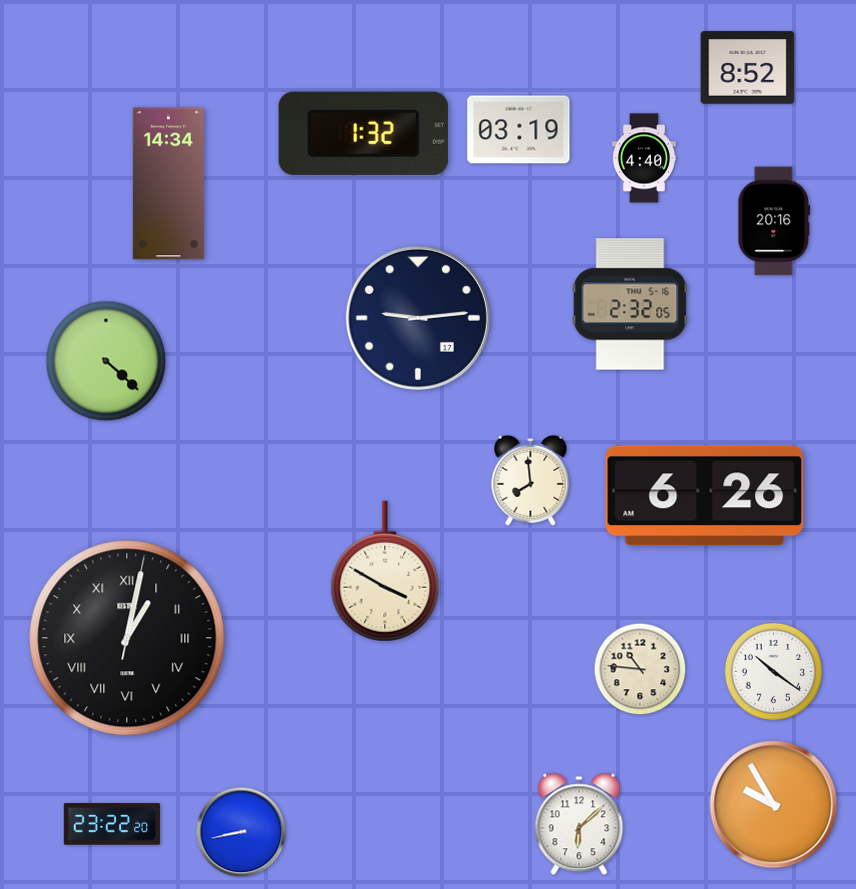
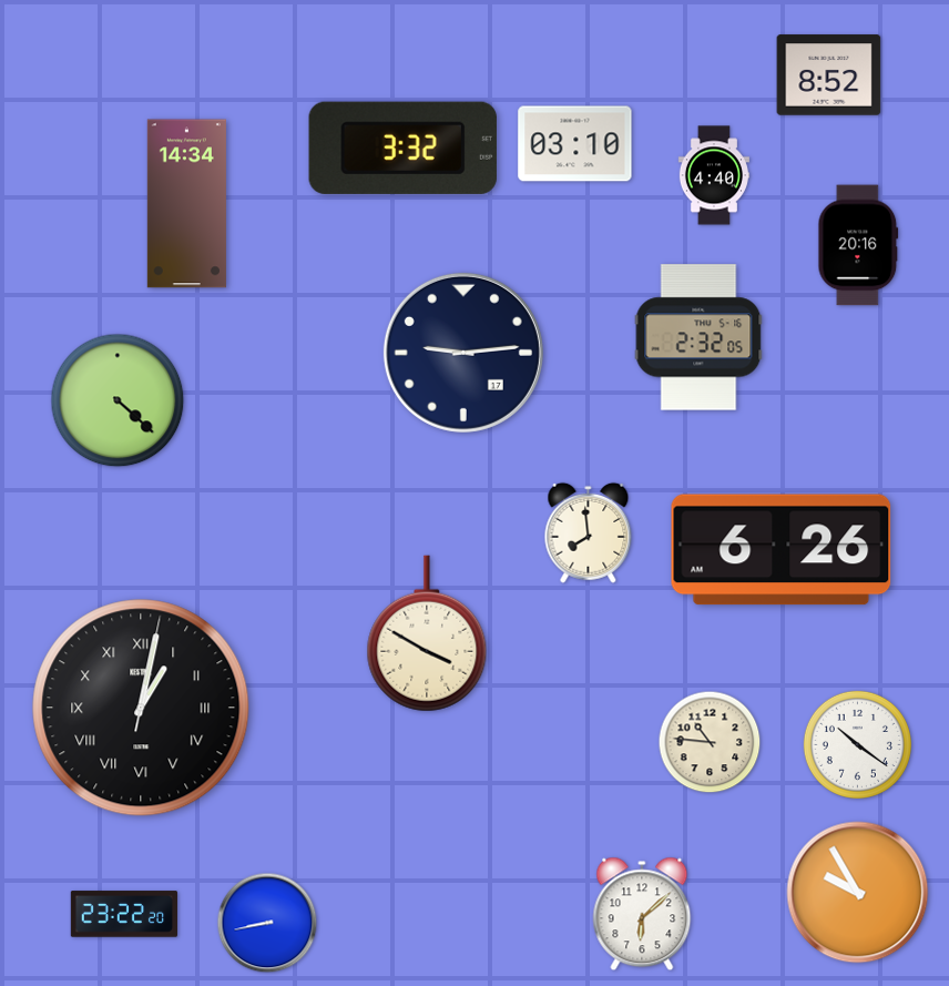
clock at (519, 130): 03:19 -> 03:10
clock at (363, 133): 1:32 -> 3:32
